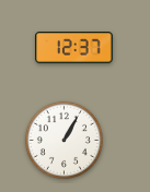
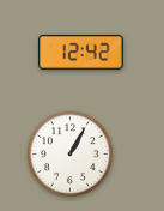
clock at (74, 48): 12:37 -> 12:42
